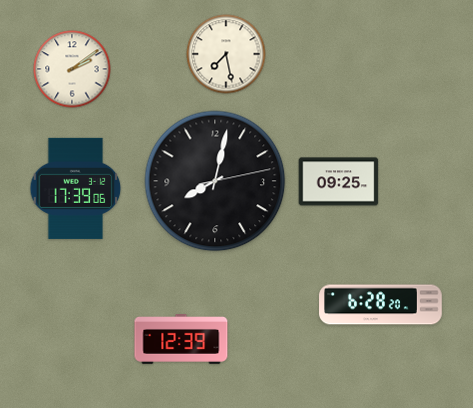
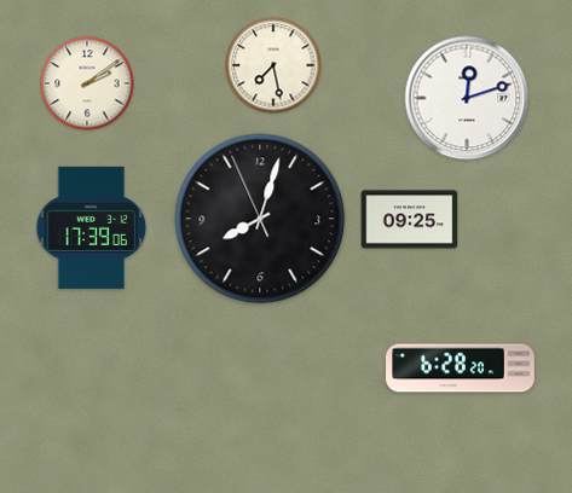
clock at (467, 98): none -> 12:12
clock at (215, 181): 8:02:13 -> 8:02:56
clock at (181, 340): 12:39 -> none
